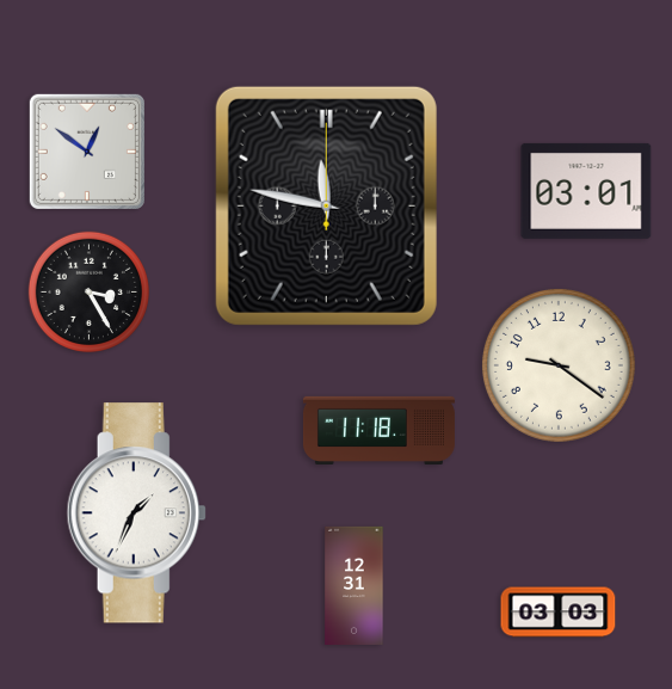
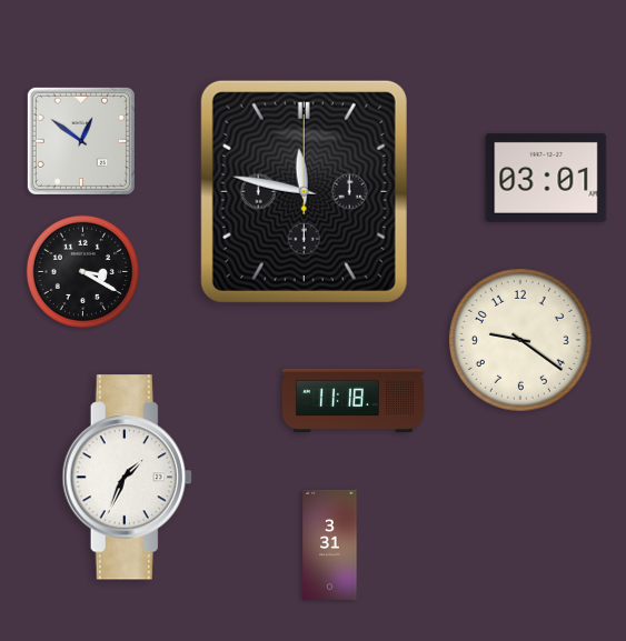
clock at (88, 291): 3:25 -> 3:20
clock at (355, 585): 12:31 -> 3:31
clock at (559, 613): 03:03 -> none
